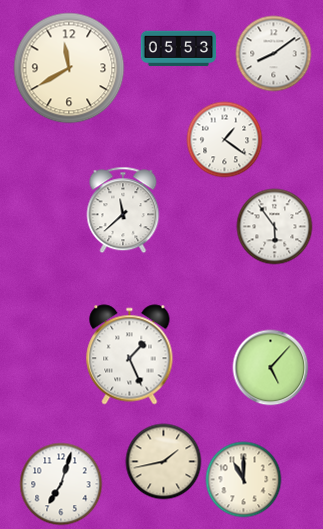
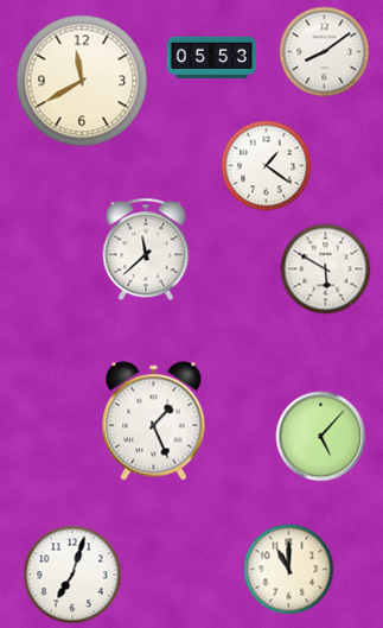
clock at (274, 54) position: (274, 54) -> (325, 52)
clock at (275, 227): 5:54 -> 5:50
clock at (164, 462): 1:43 -> none
